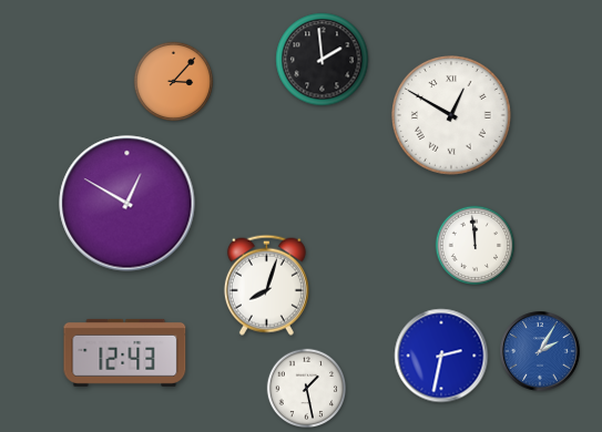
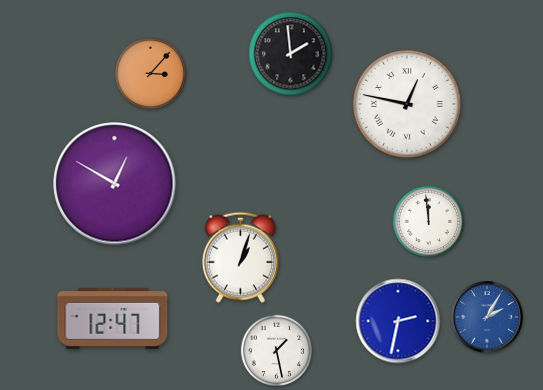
clock at (174, 82) position: (174, 82) -> (151, 74)
clock at (452, 116): 12:50 -> 12:47
clock at (266, 285): 8:03 -> 1:03
clock at (125, 352): 12:43 -> 12:47
